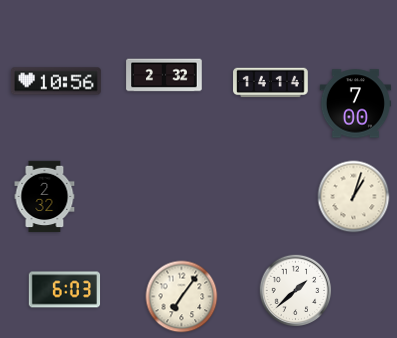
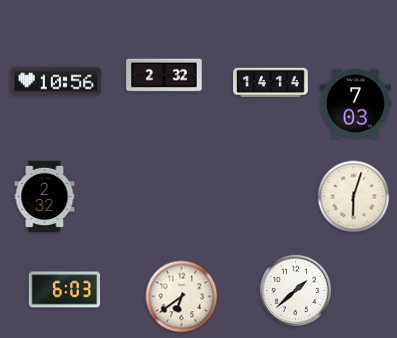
clock at (356, 104): 7:00 -> 7:03
clock at (354, 197): 1:03 -> 6:03
clock at (182, 297): 7:06 -> 6:39
